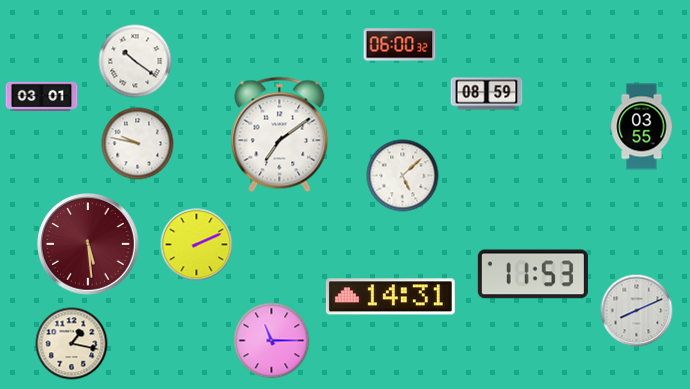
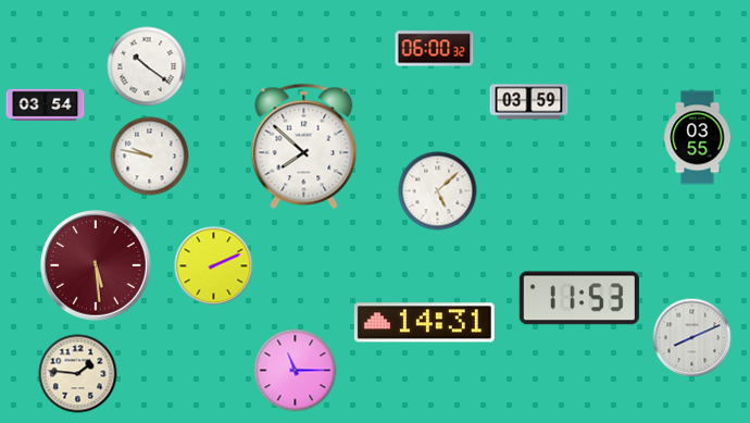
clock at (487, 94): 08:59 -> 03:59
clock at (42, 96): 03:01 -> 03:54
clock at (280, 135): 7:09 -> 7:52
clock at (72, 344): 1:17 -> 1:46
